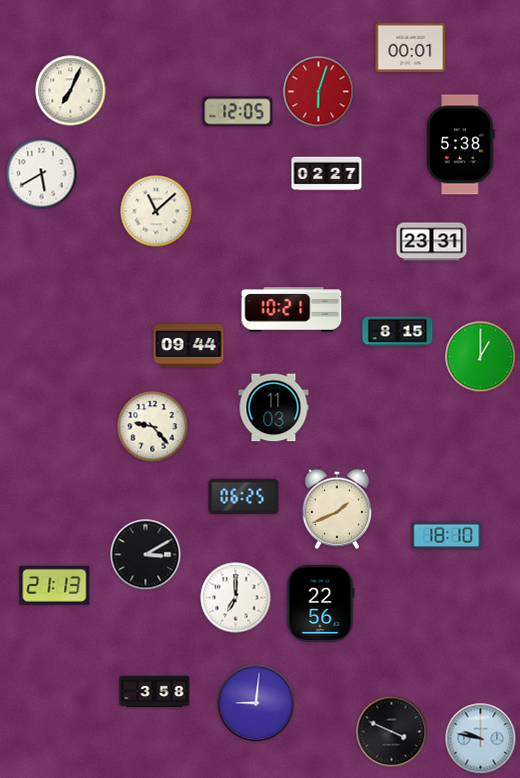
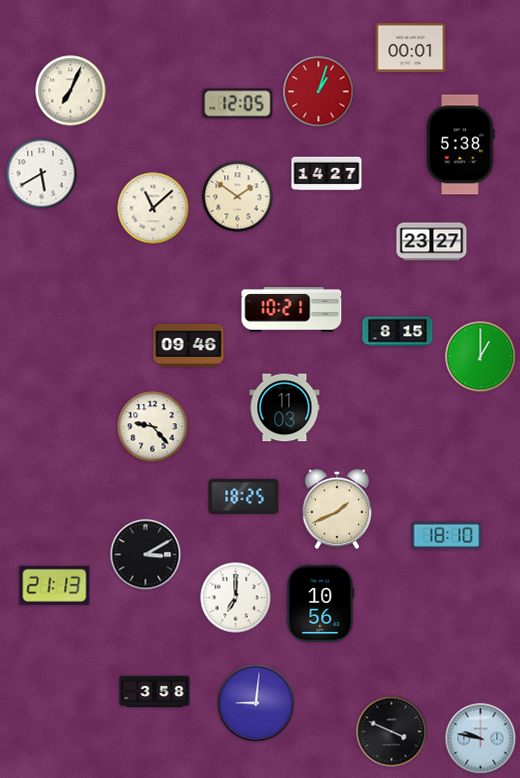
clock at (319, 92): 6:03 -> 1:03
clock at (238, 112) position: (238, 112) -> (238, 104)
clock at (327, 174): 02:27 -> 14:27
clock at (238, 197): none -> 1:51
clock at (156, 211) position: (156, 211) -> (153, 208)
clock at (432, 242): 23:31 -> 23:27
clock at (189, 345): 09:44 -> 09:46
clock at (274, 408) position: (274, 408) -> (285, 408)
clock at (244, 496): 06:25 -> 18:25
clock at (320, 603): 22:56 -> 10:56
